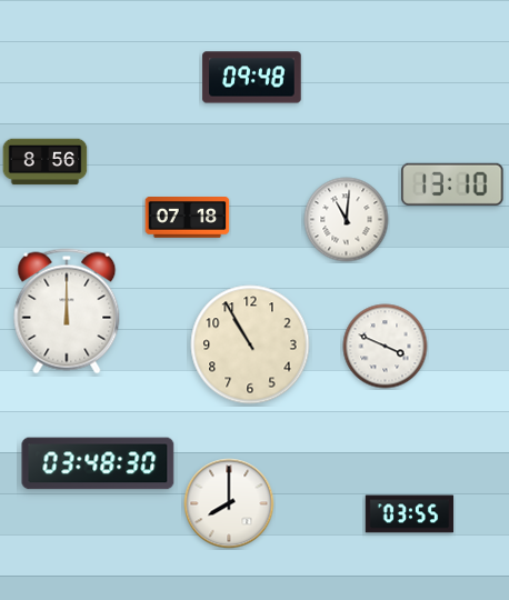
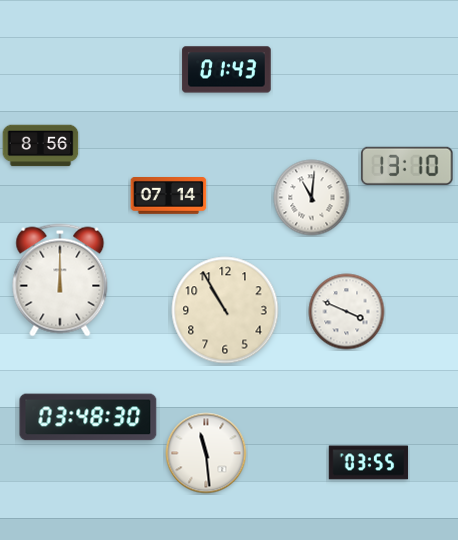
clock at (252, 78): 09:48 -> 01:43
clock at (188, 218): 07:18 -> 07:14
clock at (229, 503): 8:00 -> 11:29
